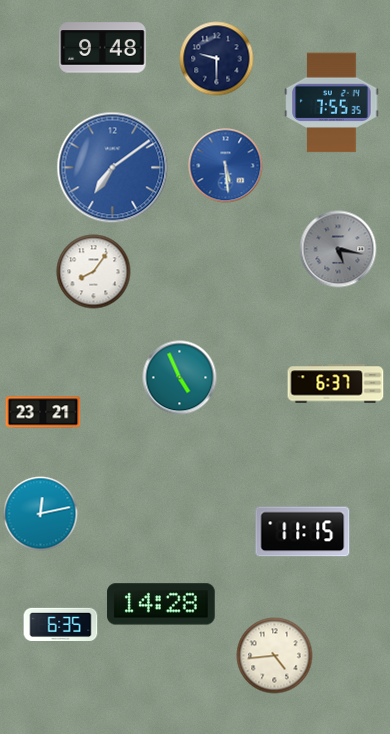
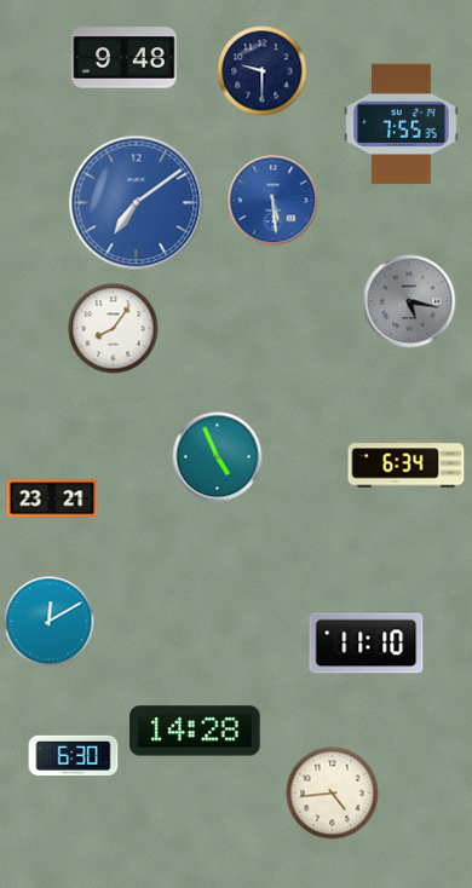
clock at (336, 384): 6:37 -> 6:34
clock at (41, 514): 12:13 -> 12:10
clock at (303, 532): 11:15 -> 11:10
clock at (61, 624): 6:35 -> 6:30
